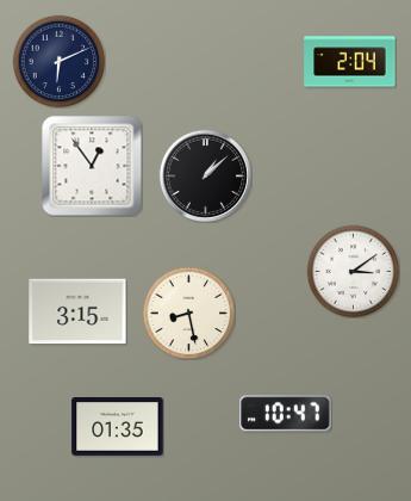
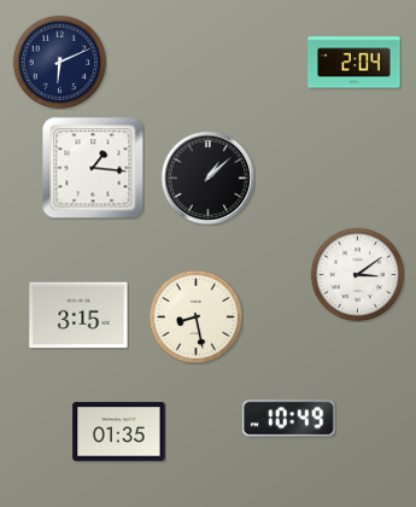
clock at (92, 166): 12:54 -> 1:16
clock at (188, 313) position: (188, 313) -> (195, 316)
clock at (286, 414): 10:47 -> 10:49
